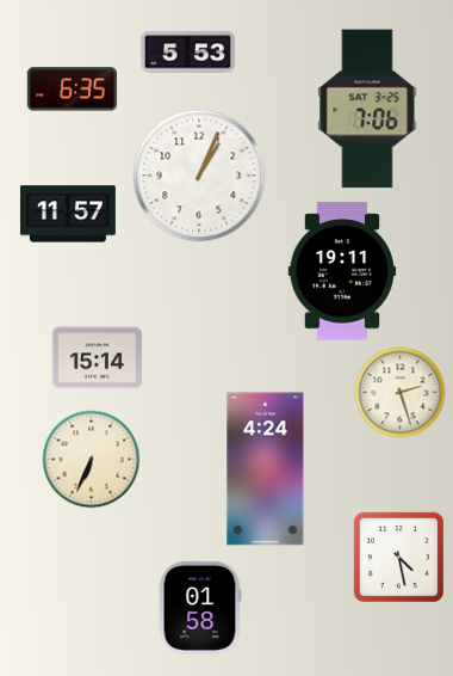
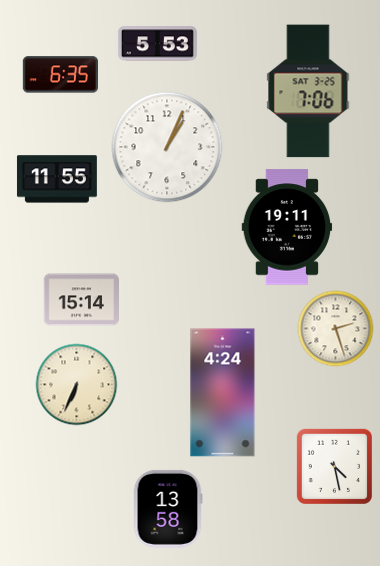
clock at (68, 214): 11:57 -> 11:55
clock at (200, 608): 01:58 -> 13:58
